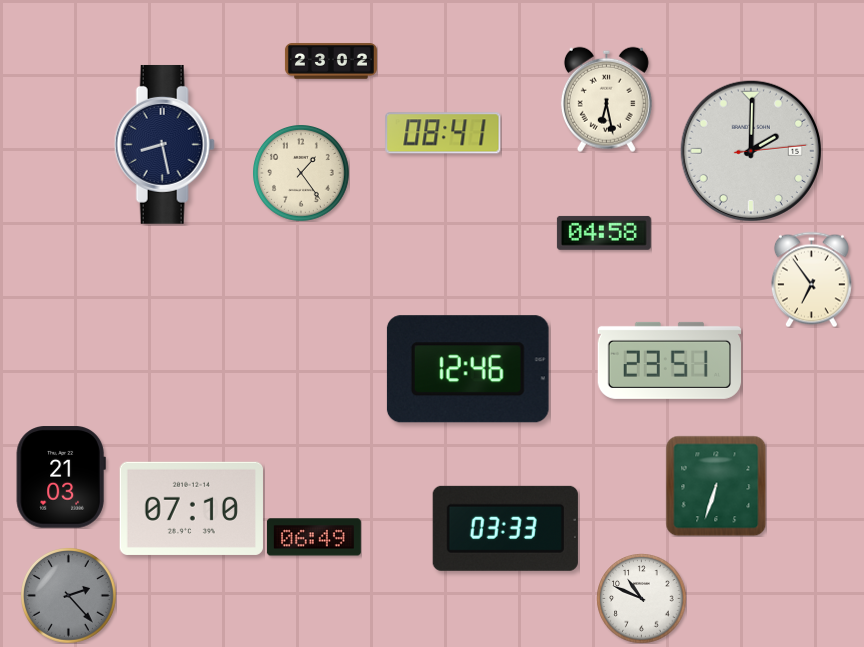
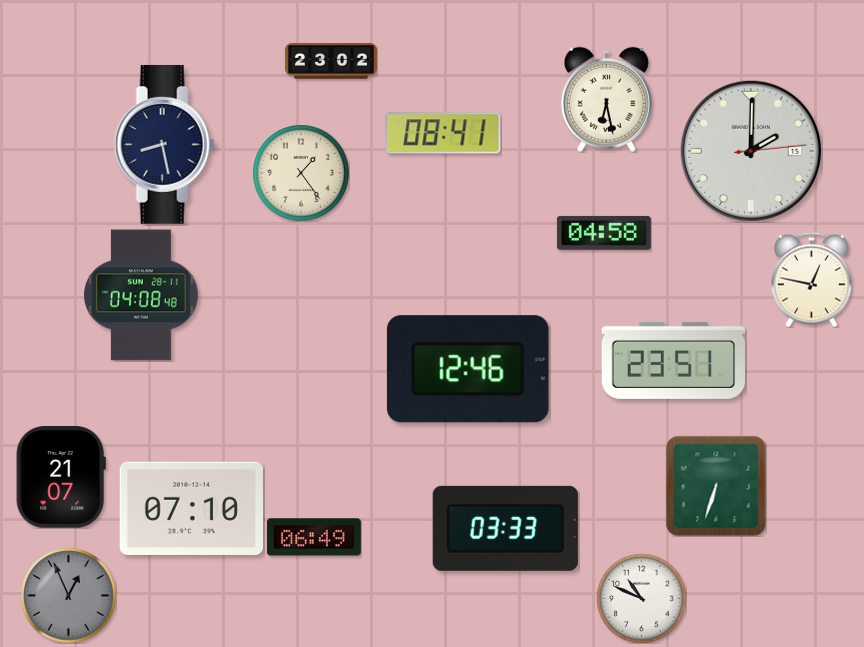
clock at (811, 279): 6:54 -> 12:47
clock at (141, 295): none -> 04:08
clock at (670, 360) position: (670, 360) -> (674, 360)
clock at (61, 477): 21:03 -> 21:07
clock at (69, 596): 2:23 -> 12:56
